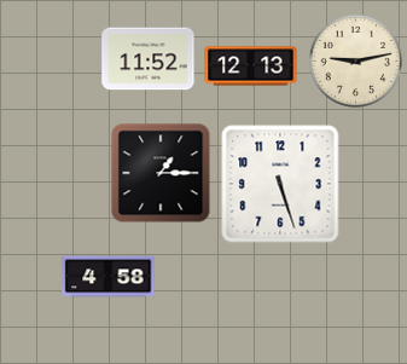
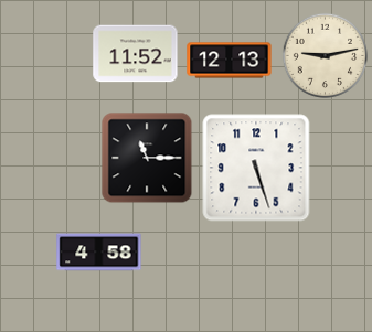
clock at (161, 173): 1:15 -> 11:15
